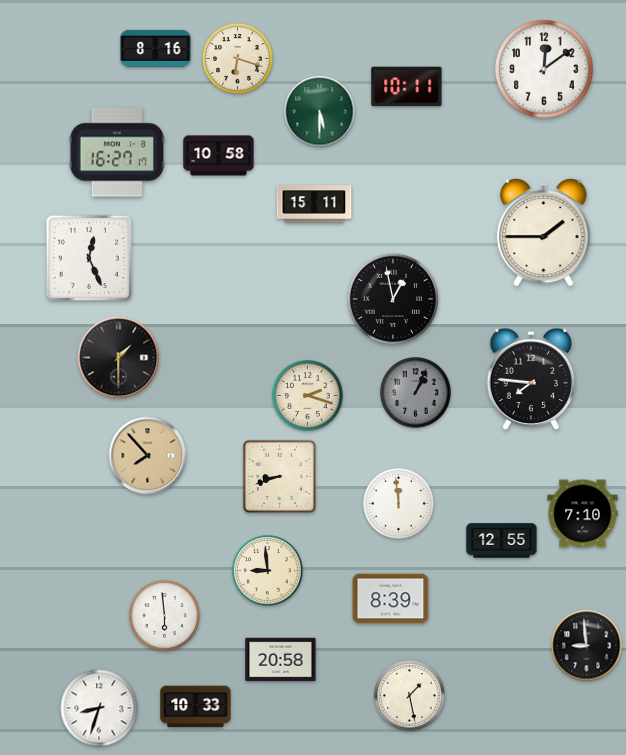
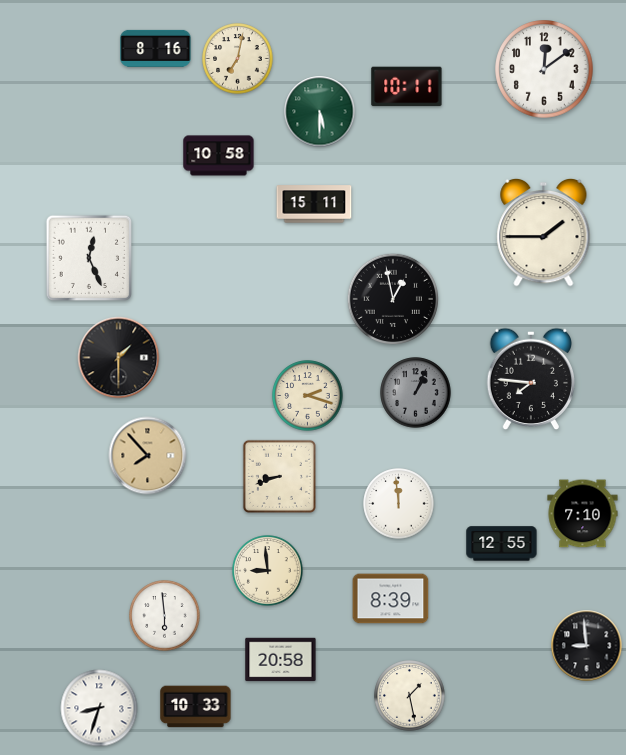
clock at (238, 59): 6:18 -> 7:02
clock at (117, 152): 16:27 -> none
clock at (502, 541) position: (502, 541) -> (502, 544)
